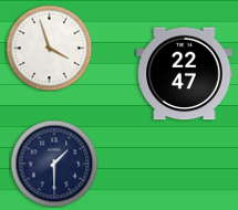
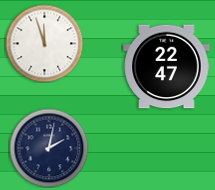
clock at (49, 48): 3:57 -> 11:57
clock at (54, 164): 1:30 -> 2:02
